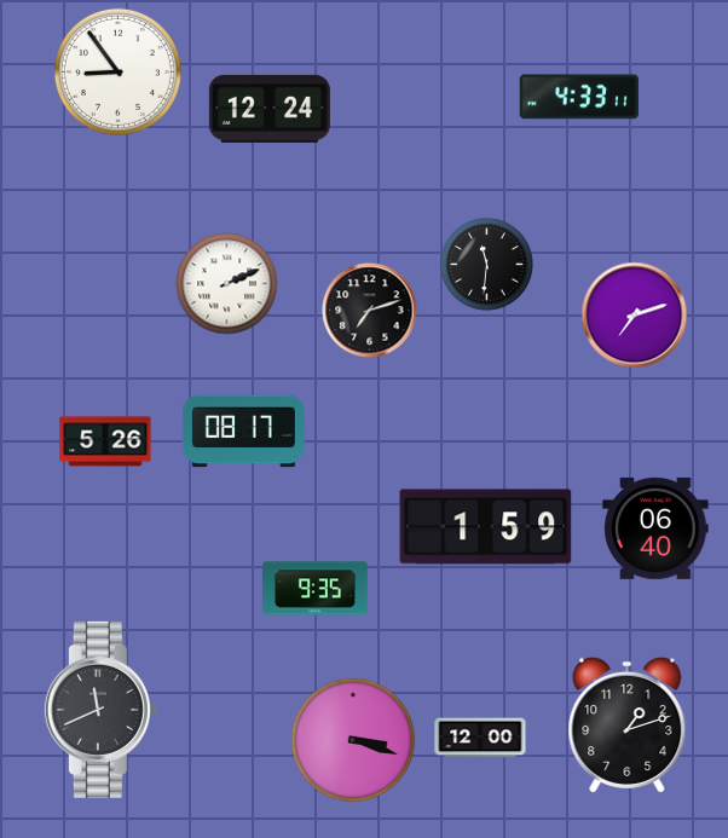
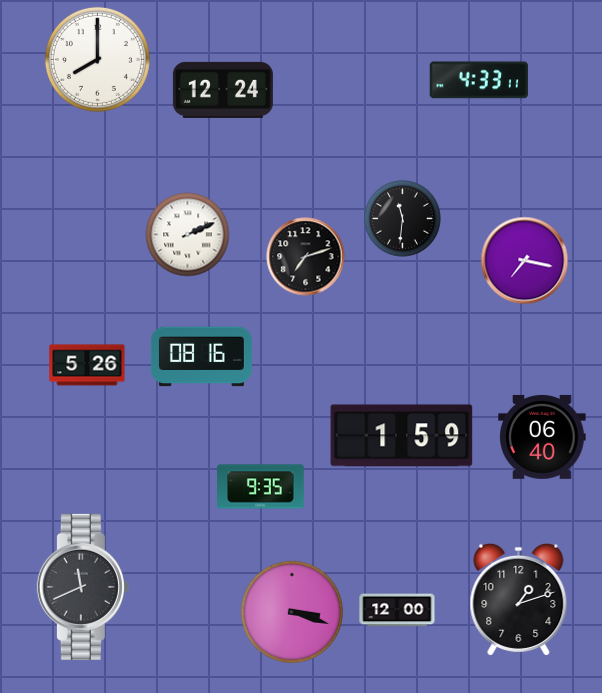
clock at (117, 71): 8:54 -> 8:00
clock at (635, 316): 7:12 -> 7:17
clock at (243, 432): 08:17 -> 08:16
